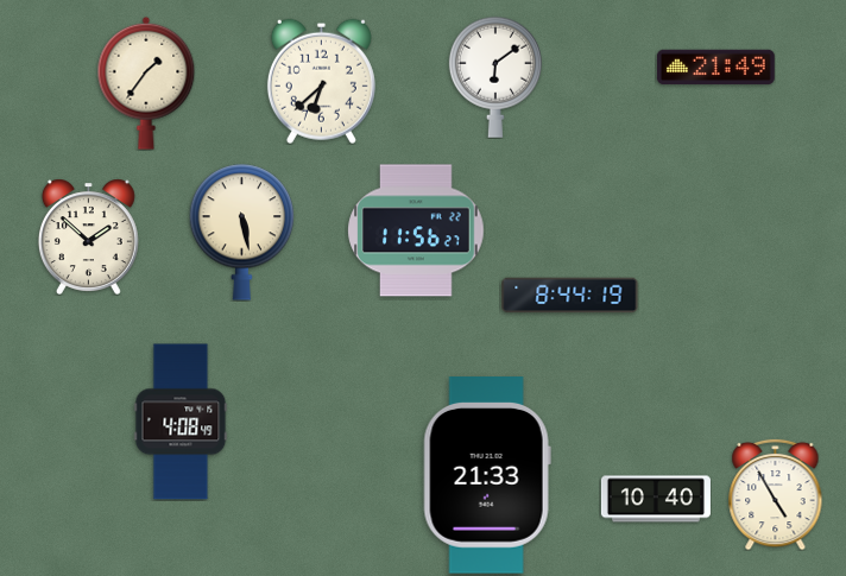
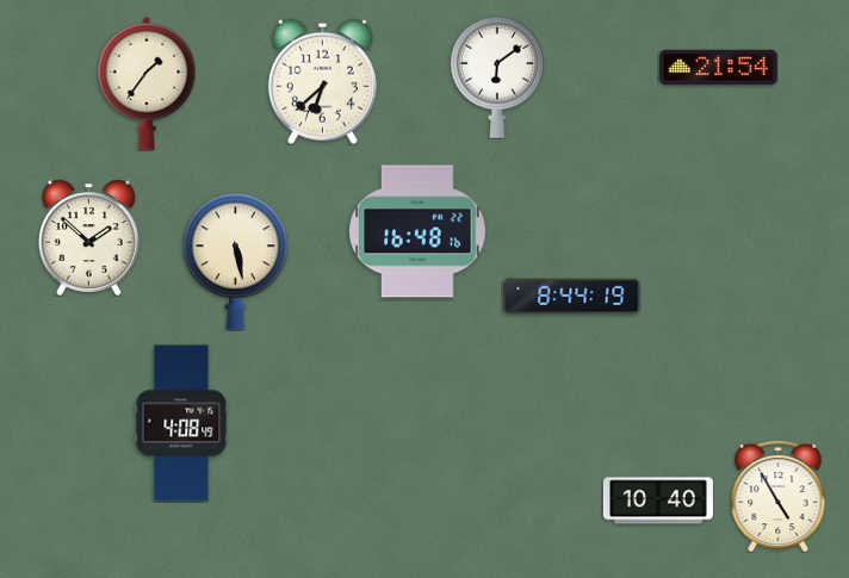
clock at (715, 68): 21:49 -> 21:54
clock at (416, 230): 11:56 -> 16:48
clock at (242, 233) position: (242, 233) -> (236, 262)
clock at (487, 475): 21:33 -> none
